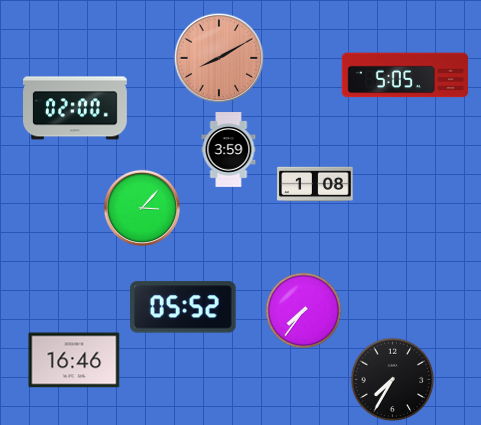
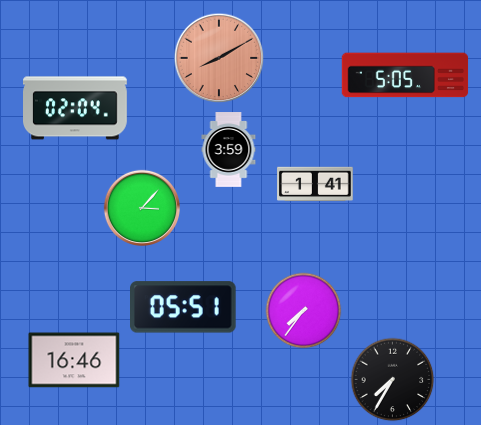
clock at (76, 108): 02:00 -> 02:04
clock at (315, 184): 1:08 -> 1:41
clock at (184, 307): 05:52 -> 05:51
